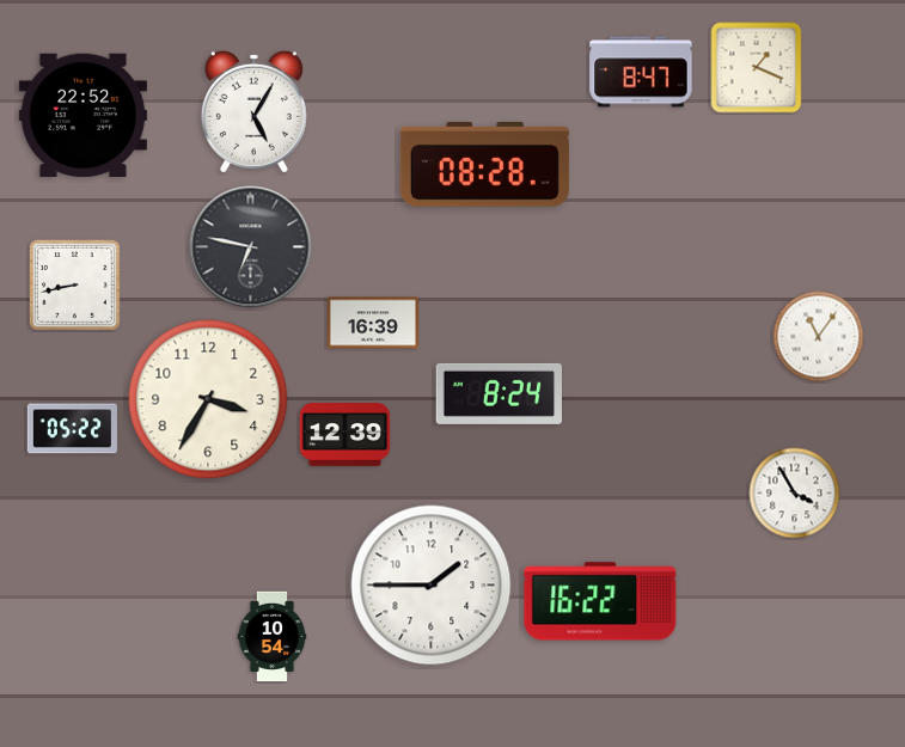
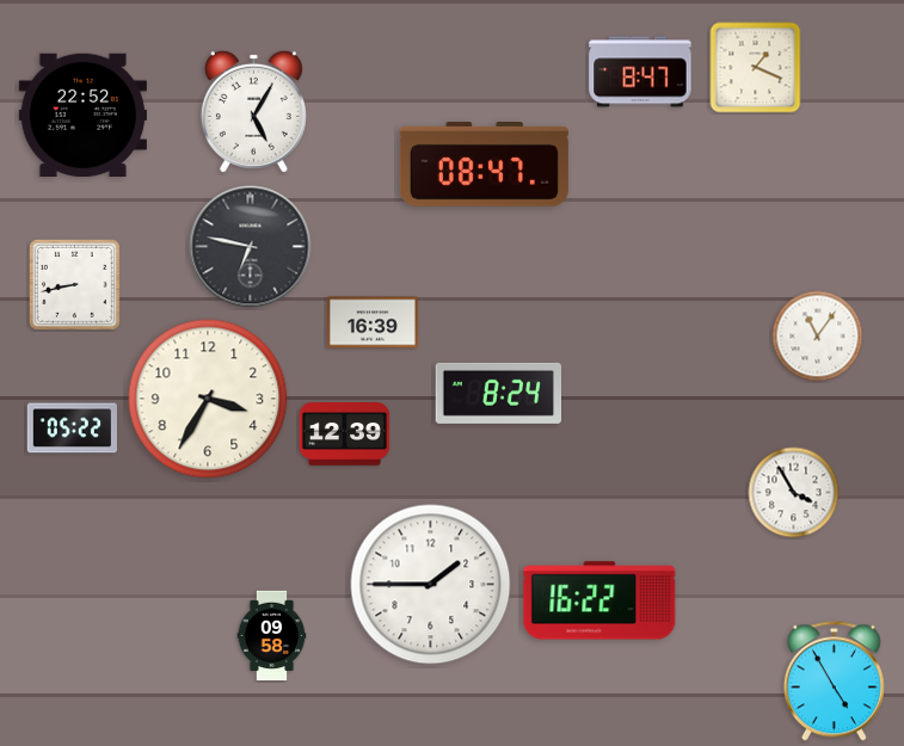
clock at (484, 165): 08:28 -> 08:47
clock at (273, 637): 10:54 -> 09:58
clock at (834, 682): none -> 4:55
